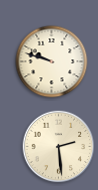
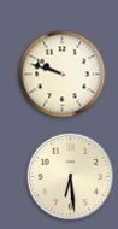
clock at (59, 147): 2:29 -> 6:29
